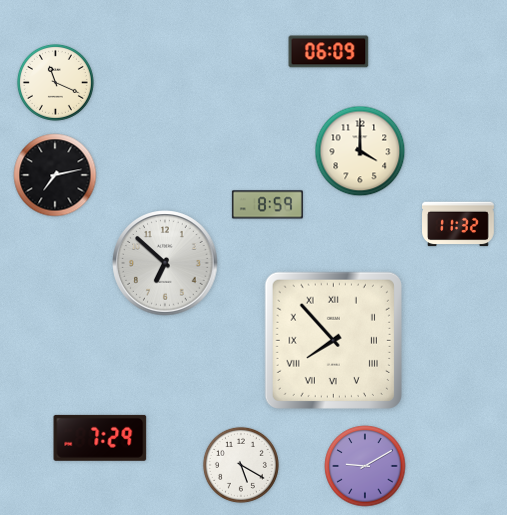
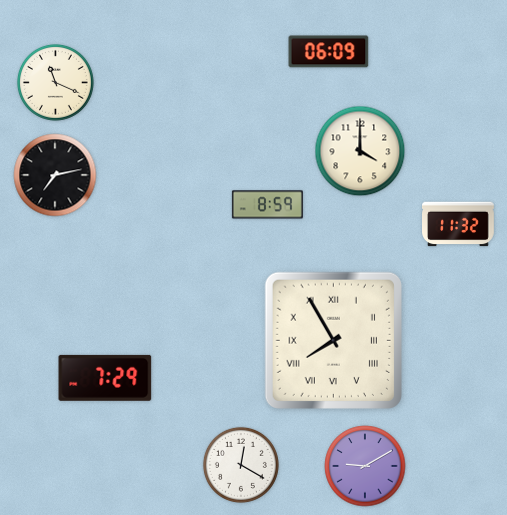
clock at (165, 263): 6:52 -> none
clock at (333, 340): 7:53 -> 7:55
clock at (100, 438) position: (100, 438) -> (105, 378)
clock at (241, 465): 5:20 -> 12:20
